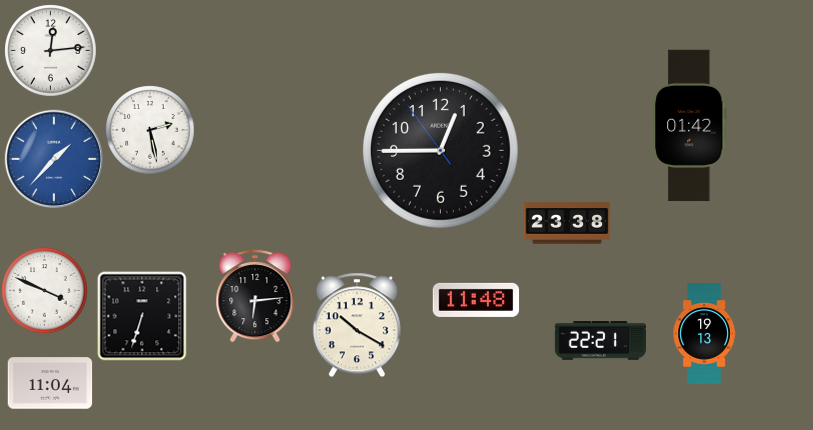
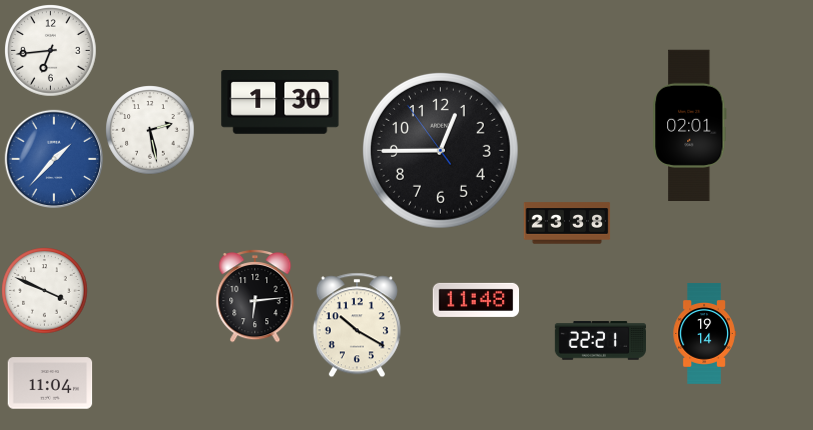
clock at (51, 51): 12:14 -> 6:44
clock at (280, 103): none -> 1:30
clock at (690, 125): 01:42 -> 02:01
clock at (142, 316): 6:33 -> none
clock at (704, 334): 19:13 -> 19:14
